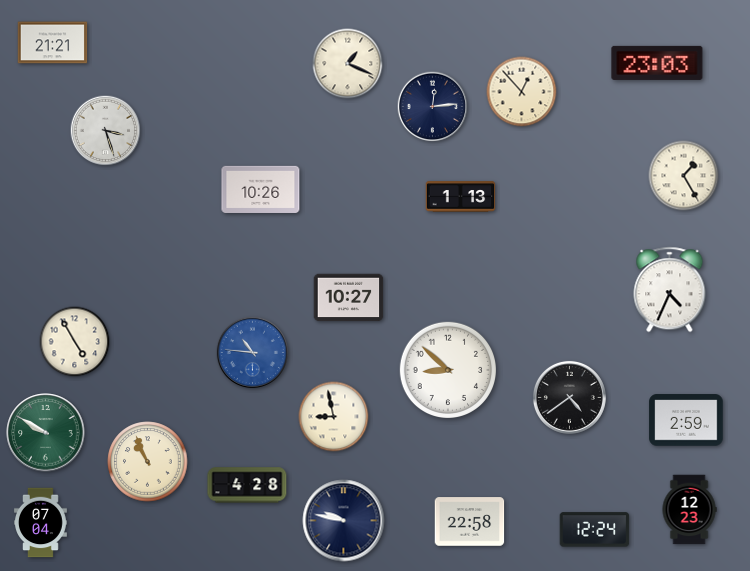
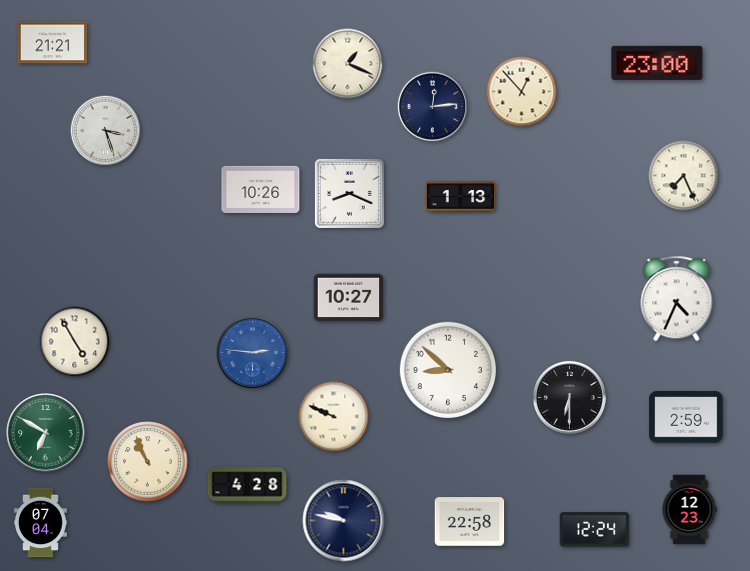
clock at (657, 63): 23:03 -> 23:00
clock at (684, 176): 1:25 -> 7:26
clock at (349, 193): none -> 8:19
clock at (670, 290) position: (670, 290) -> (677, 299)
clock at (252, 352): 10:46 -> 2:46
clock at (569, 397): 4:39 -> 6:30
clock at (334, 417): 8:58 -> 9:49
clock at (686, 420) position: (686, 420) -> (686, 417)
clock at (46, 433): 9:50 -> 6:50
